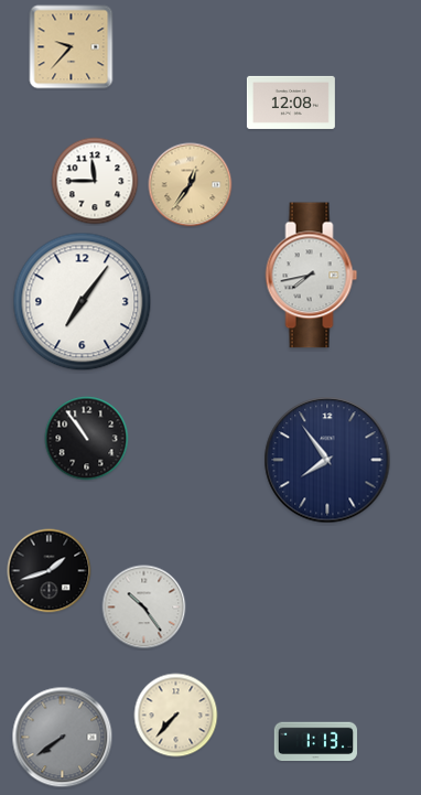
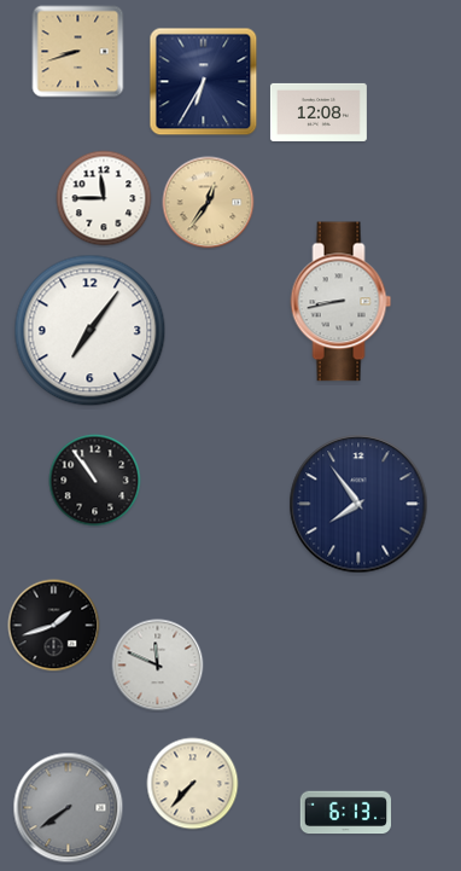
clock at (72, 47): 9:37 -> 8:42
clock at (204, 82): none -> 6:35
clock at (312, 276): 7:43 -> 8:43
clock at (144, 608): 10:24 -> 11:49
clock at (316, 742): 1:13 -> 6:13
